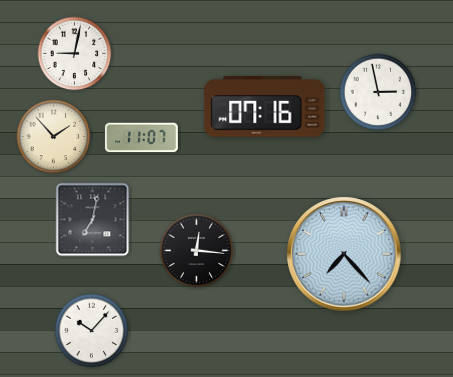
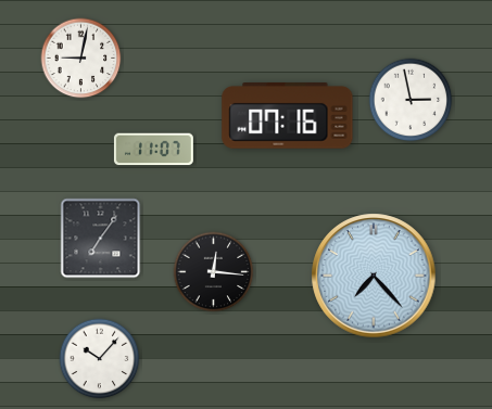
clock at (54, 137): 1:53 -> none
clock at (93, 220): 7:02 -> 7:06
